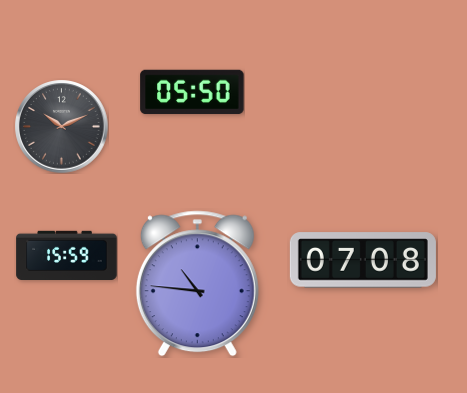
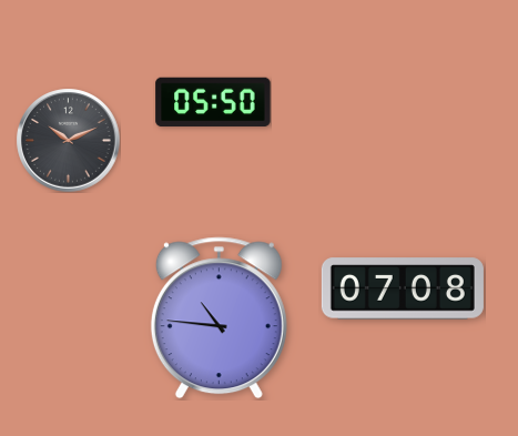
clock at (67, 255): 15:59 -> none
clock at (197, 284) position: (197, 284) -> (219, 318)
